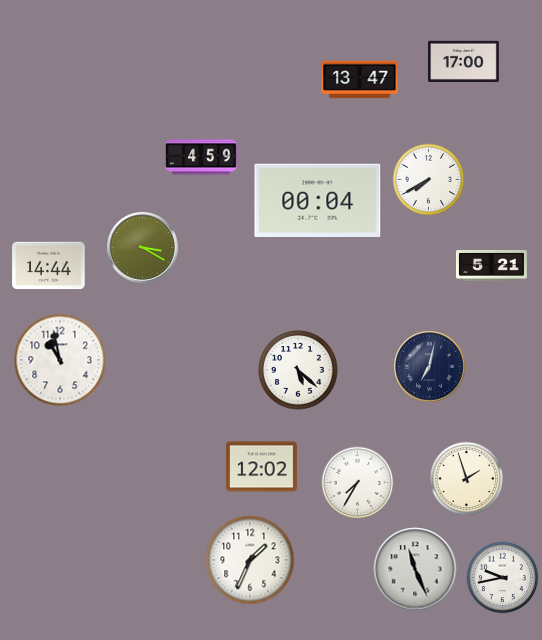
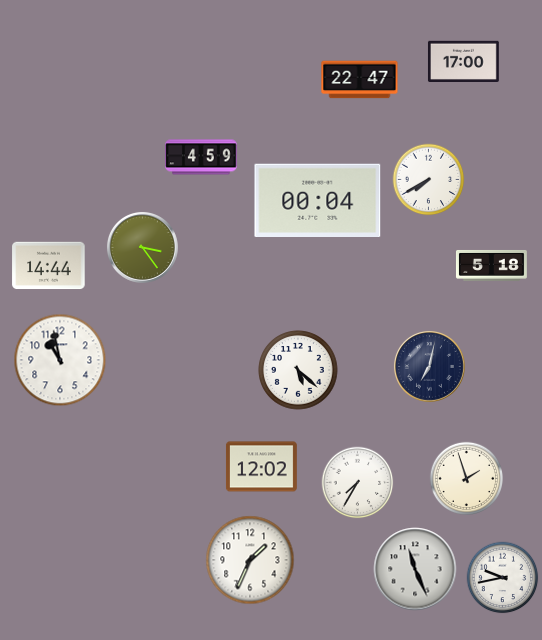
clock at (360, 80): 13:47 -> 22:47
clock at (142, 247): 3:20 -> 3:24
clock at (491, 265): 5:21 -> 5:18
